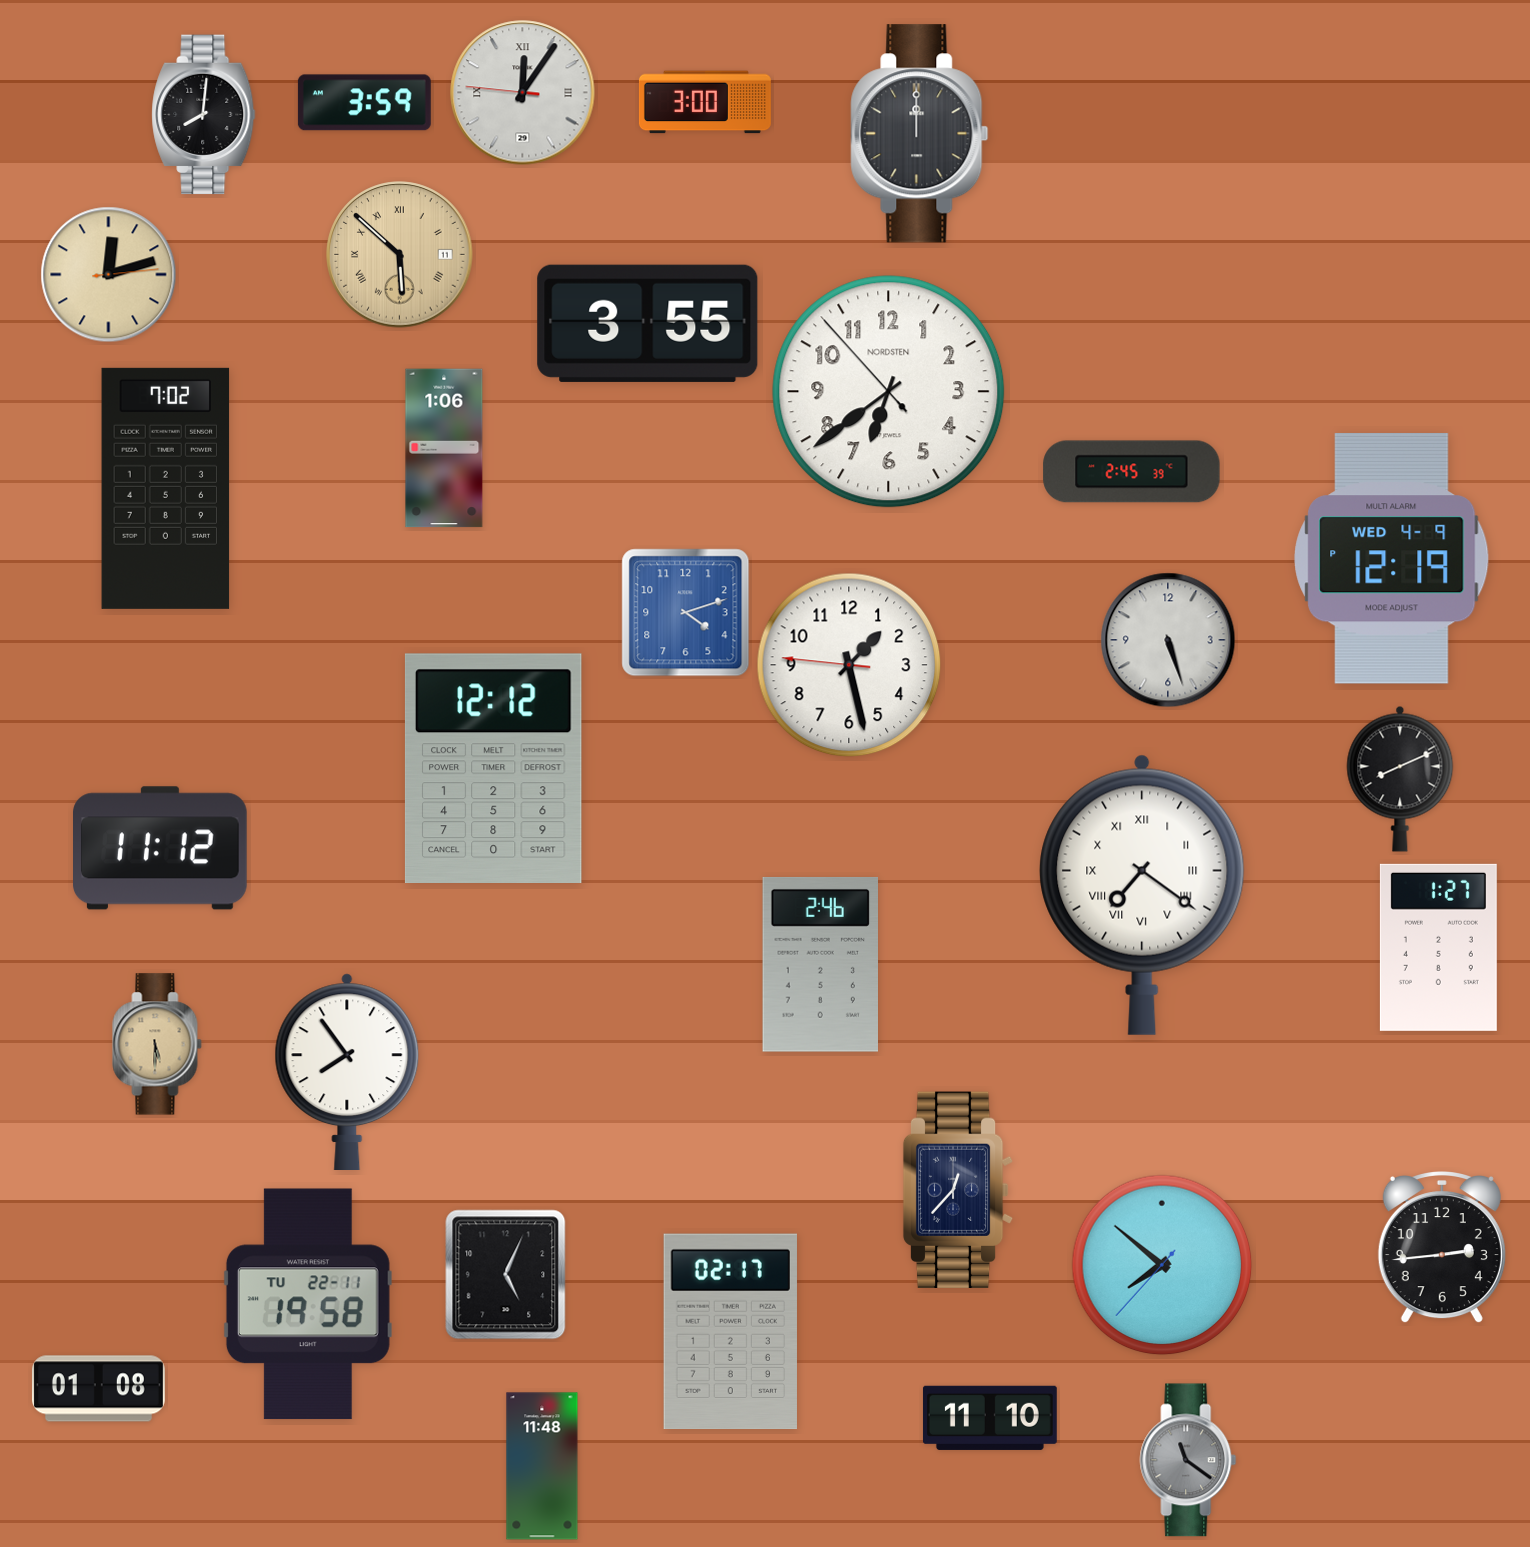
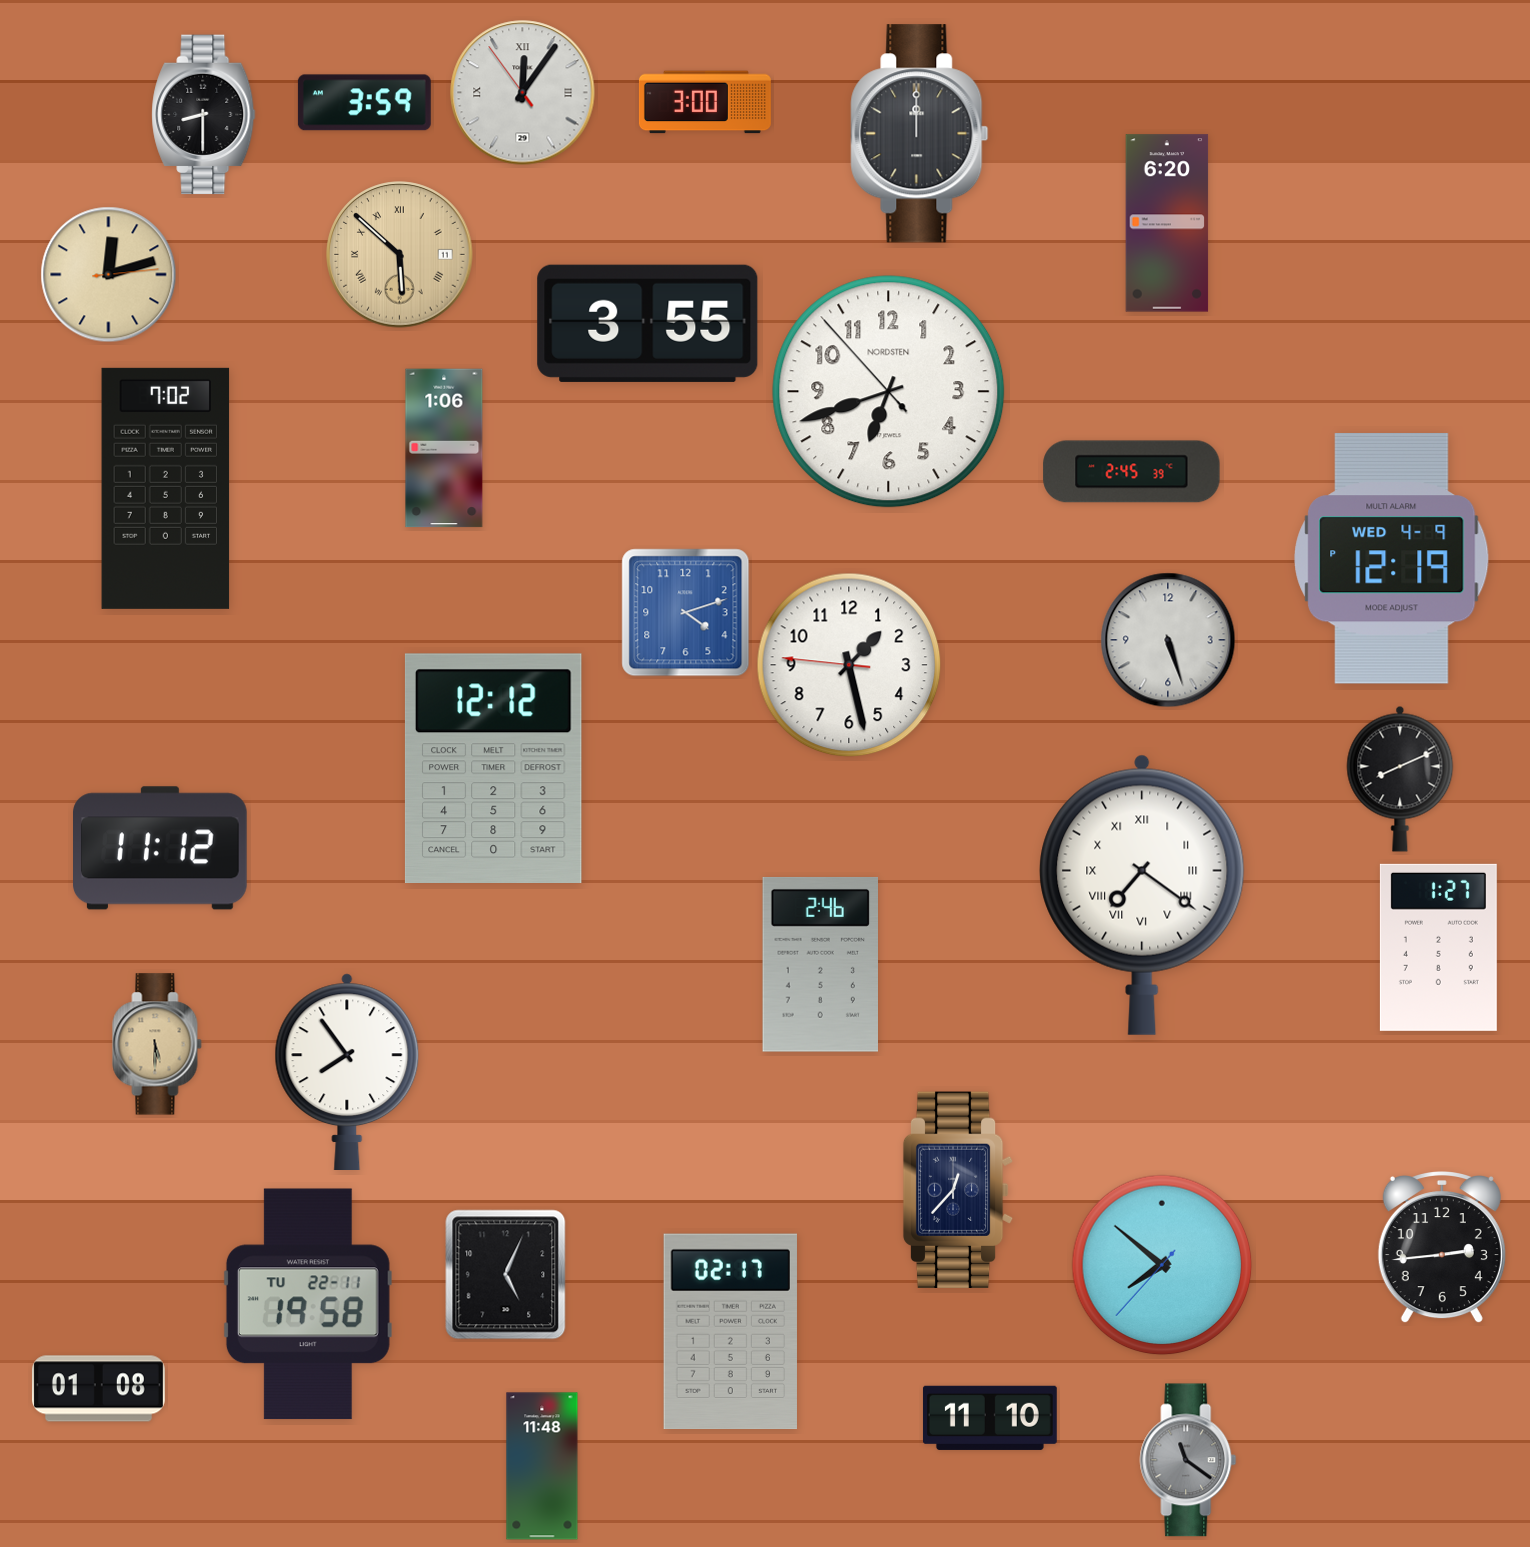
clock at (523, 93): 12:05:46 -> 12:05:54
clock at (204, 115): 8:01 -> 8:30
clock at (1167, 223): none -> 6:20
clock at (889, 392): 6:38 -> 6:41
